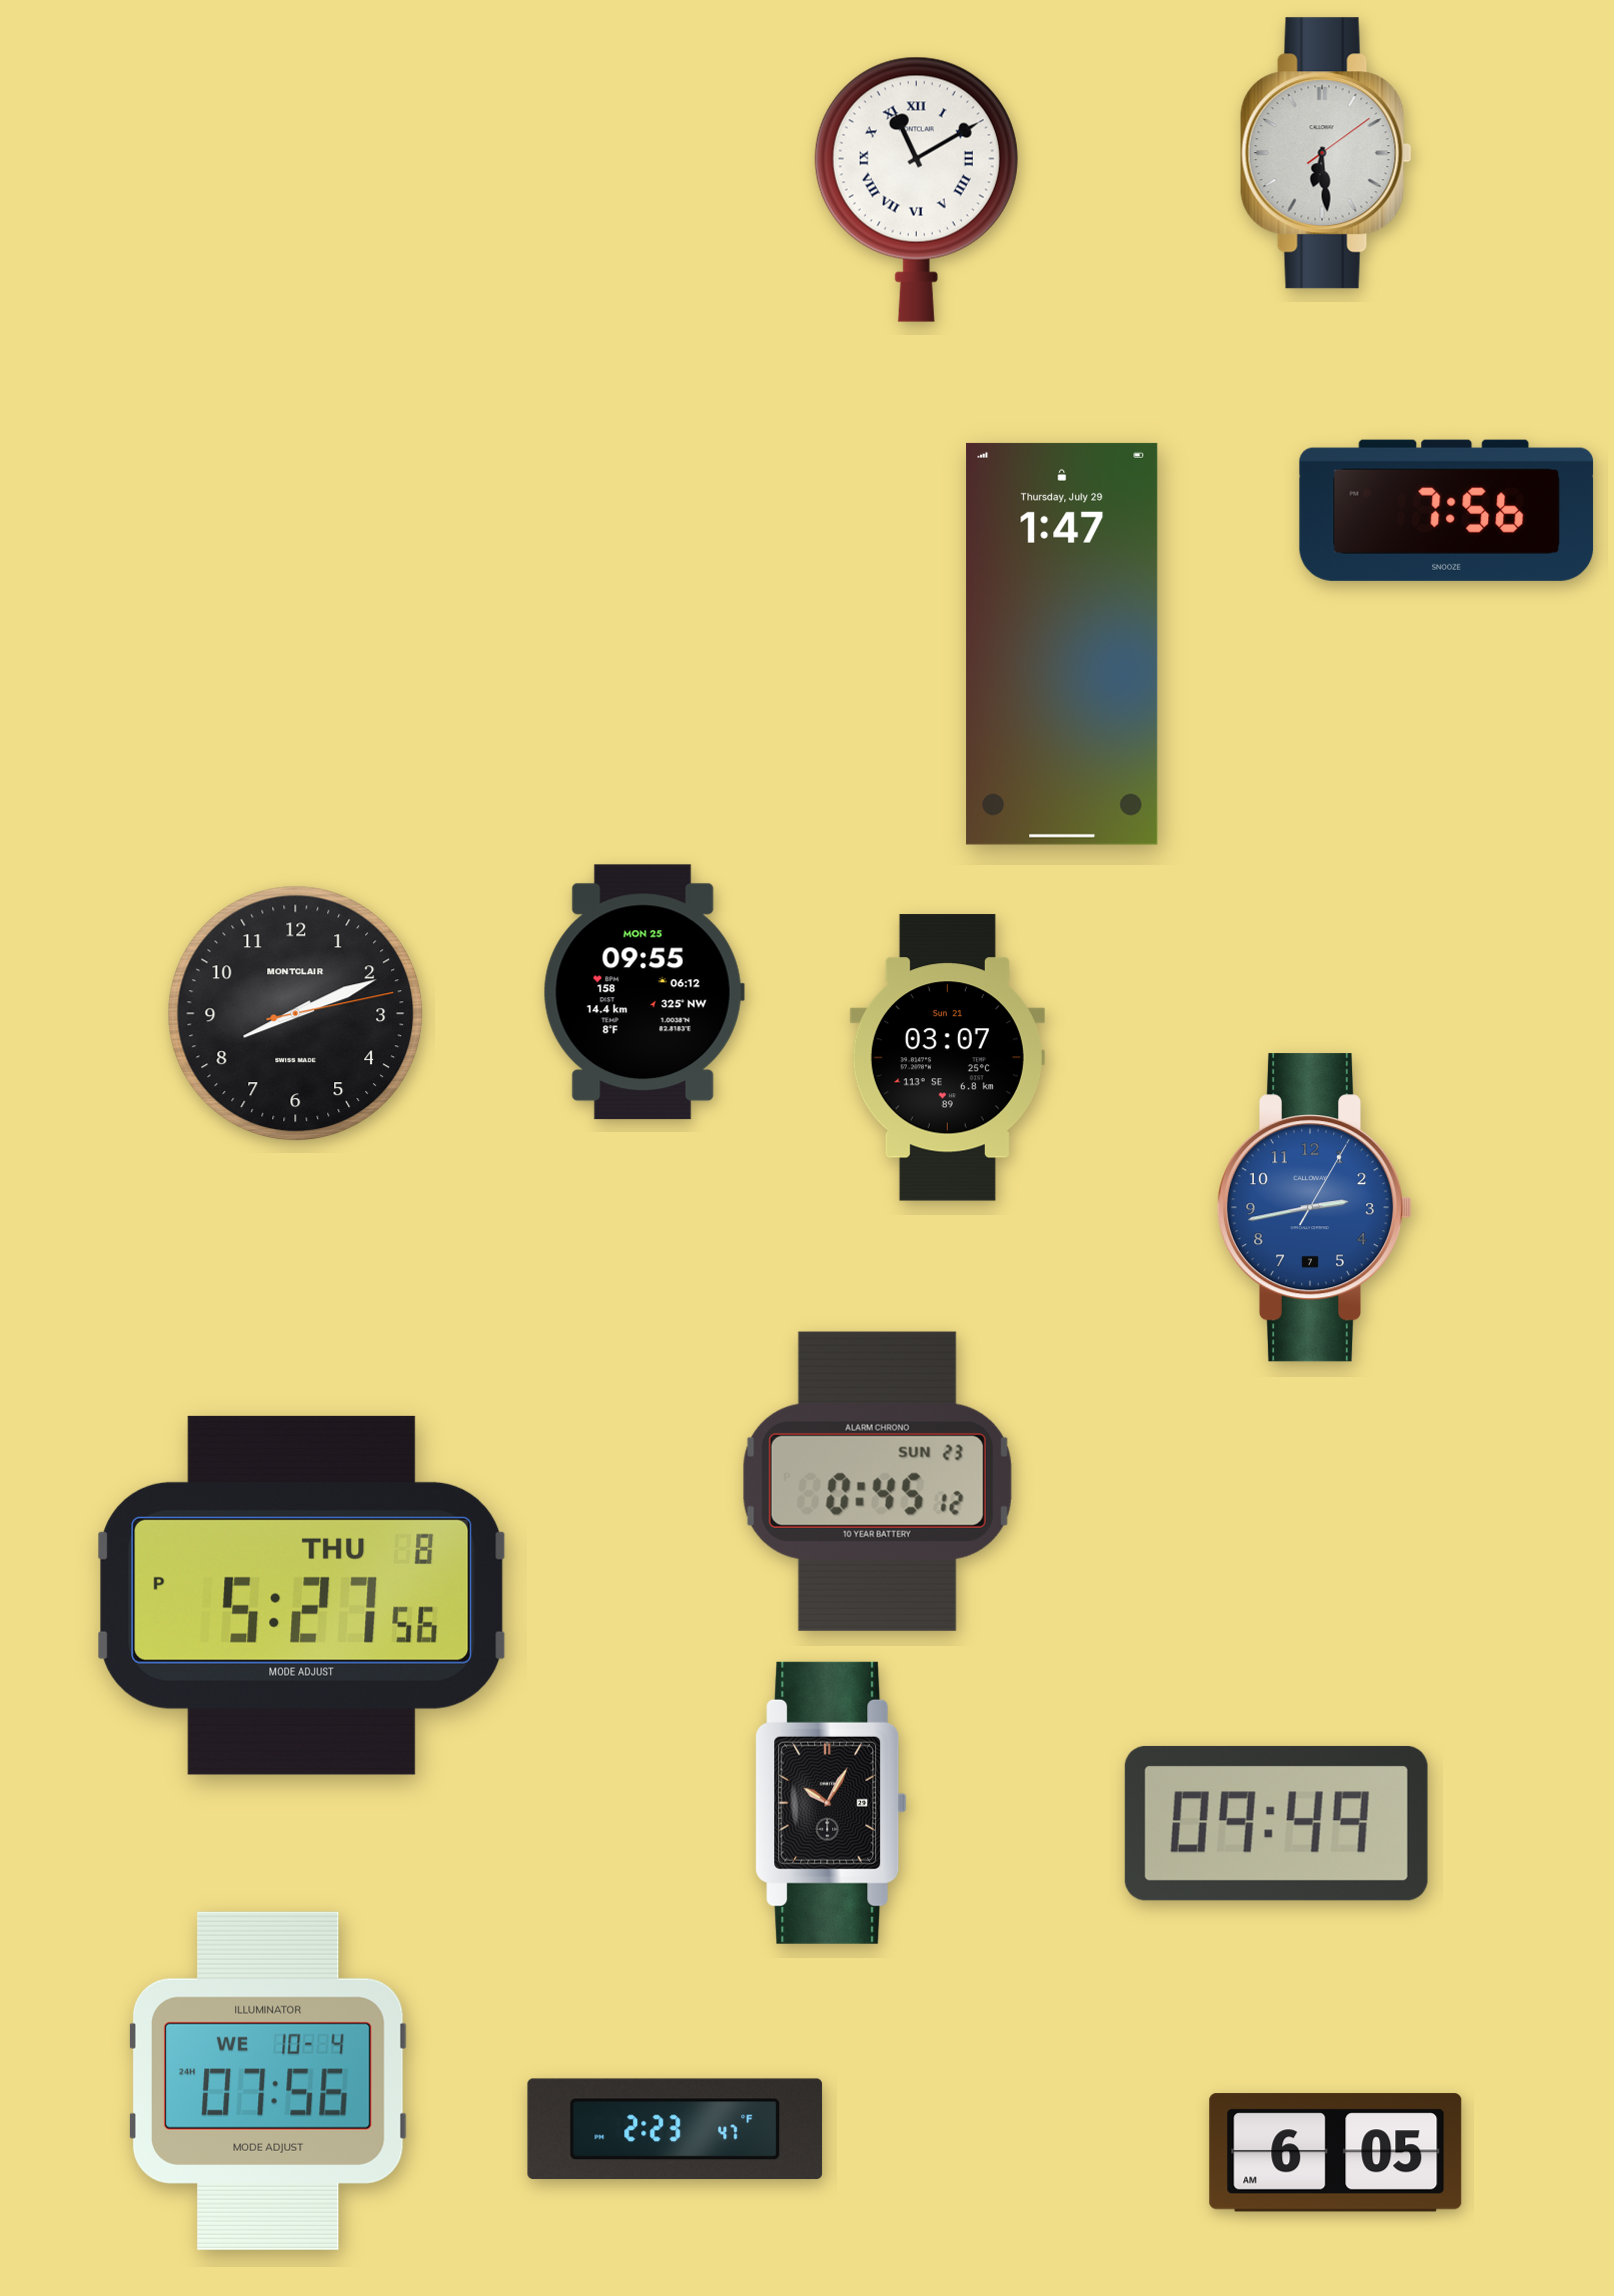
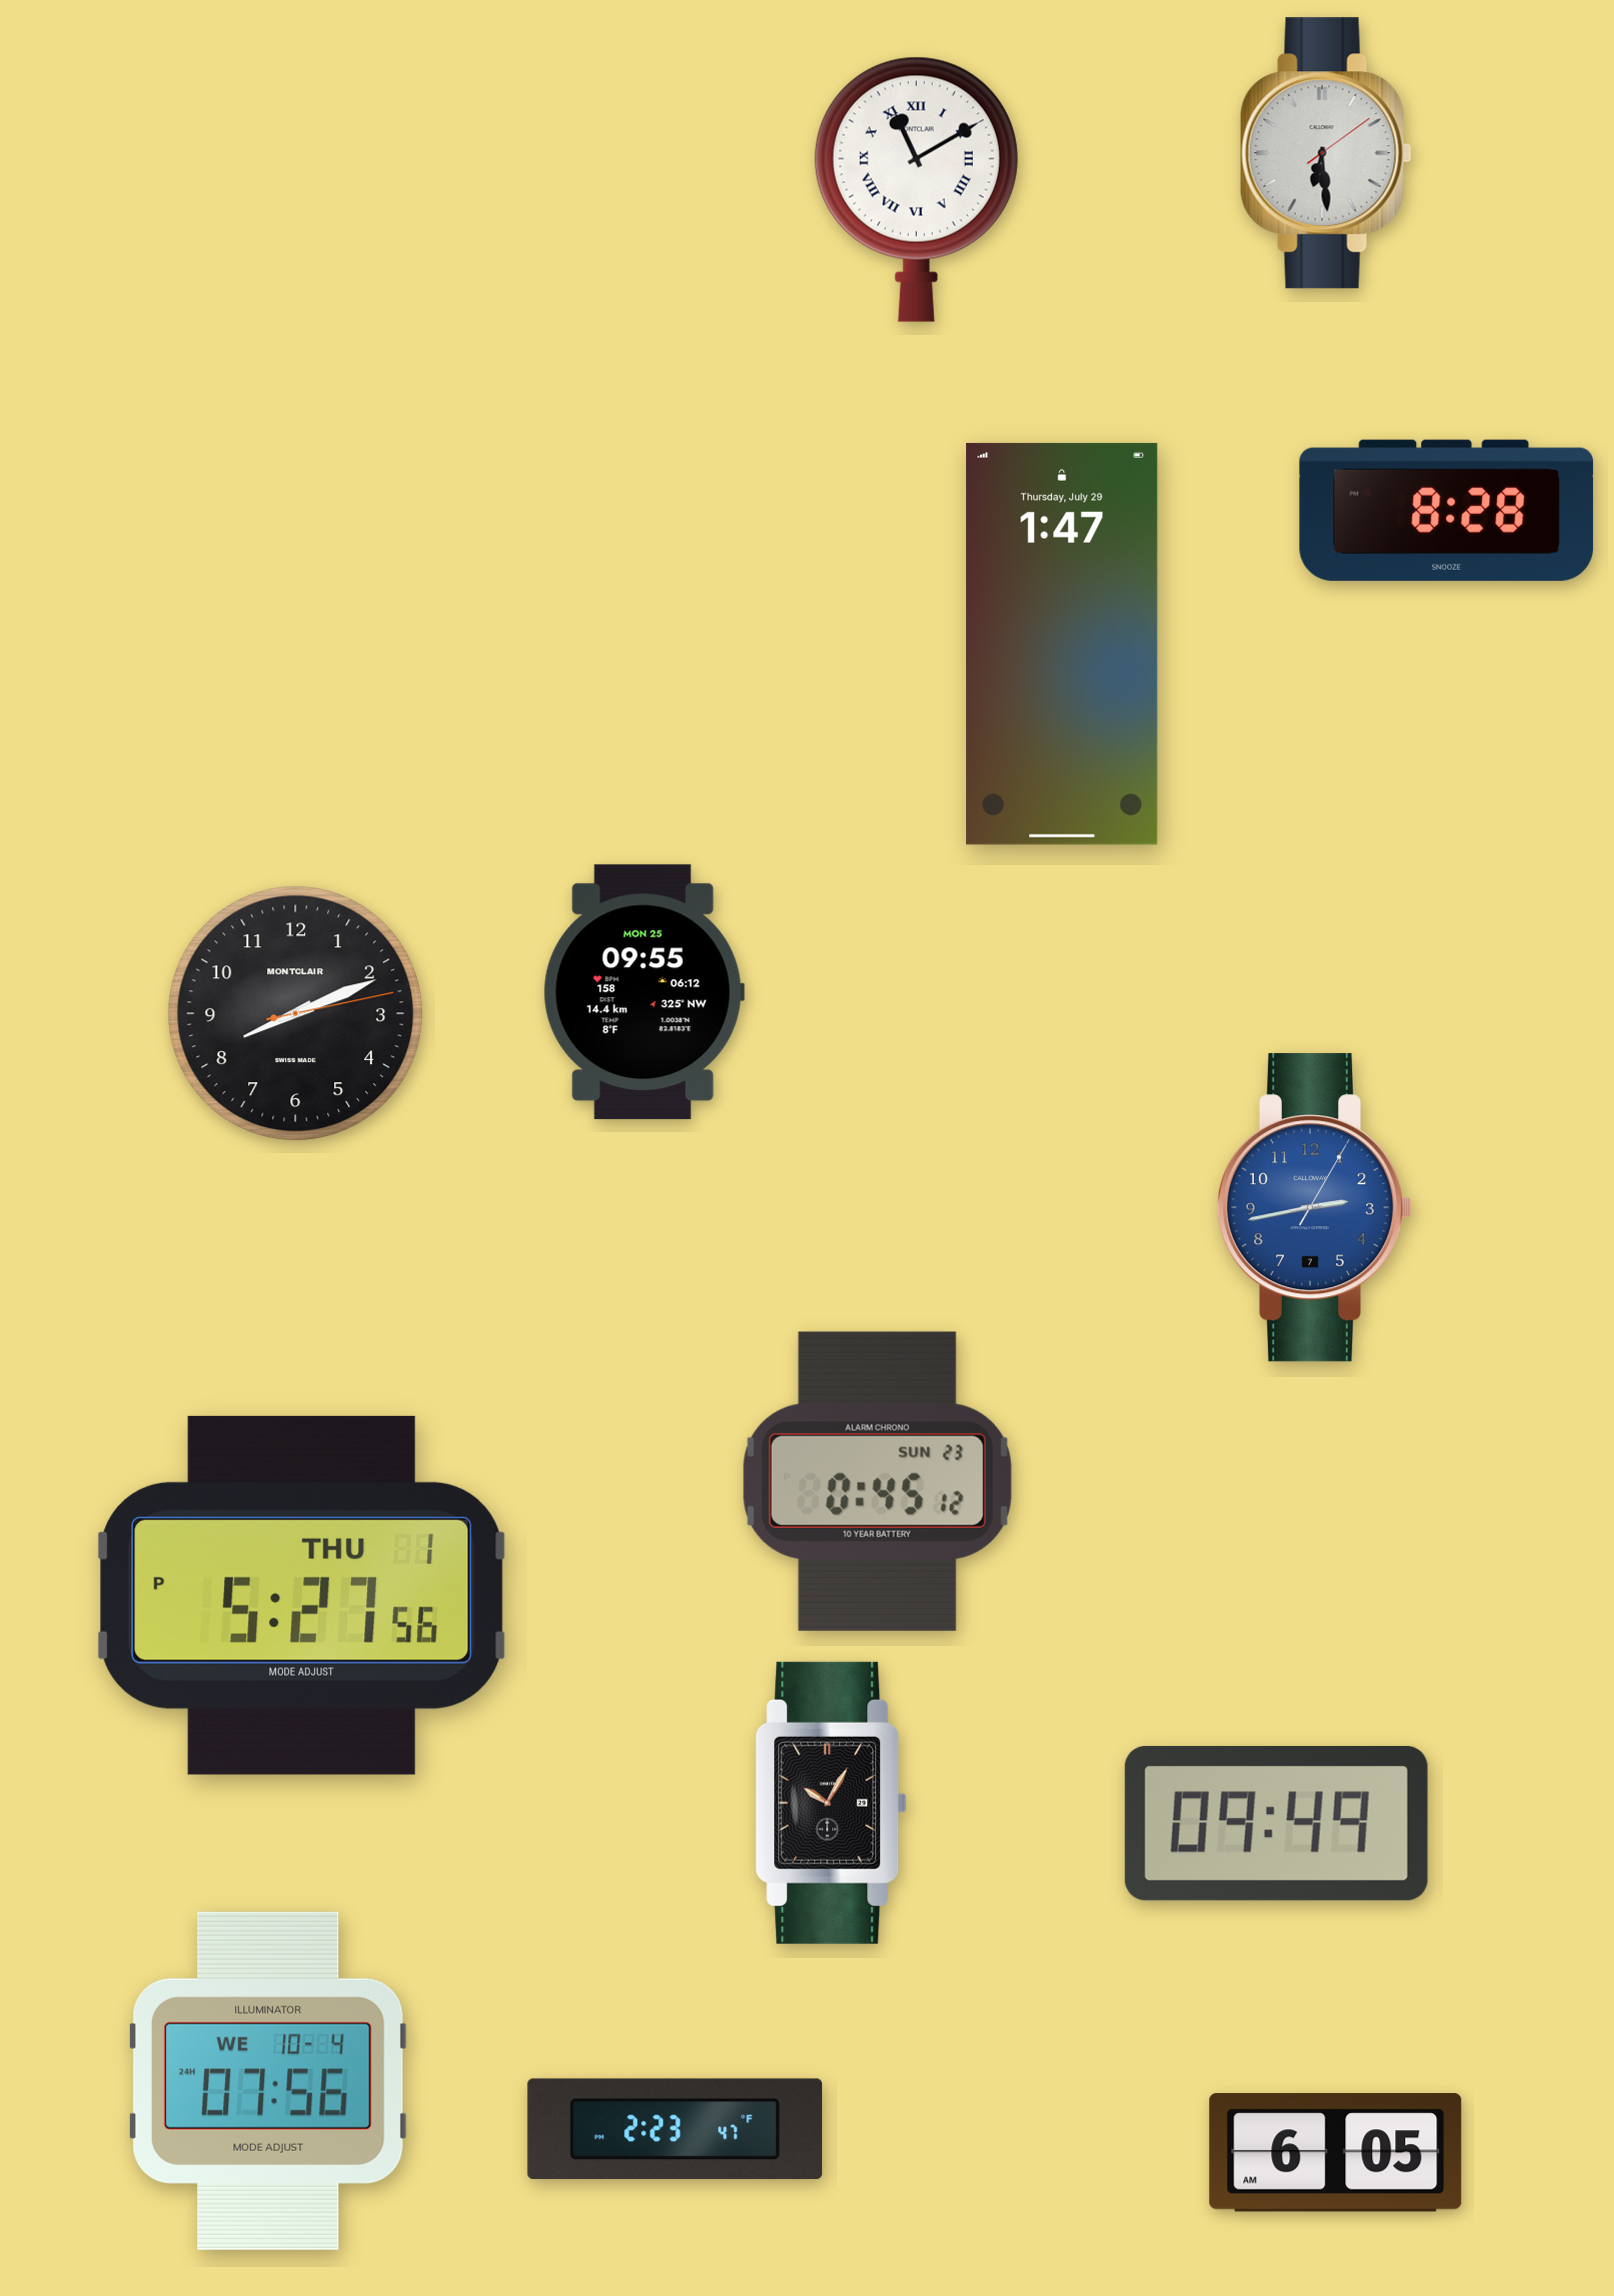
clock at (1447, 510): 7:56 -> 8:28
clock at (947, 1058): 03:07 -> none
clock at (302, 1595) date: THU 8 -> THU 1
